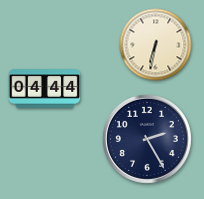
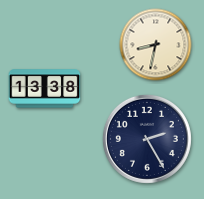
clock at (156, 45): 6:32 -> 8:32
clock at (45, 89): 04:44 -> 13:38
